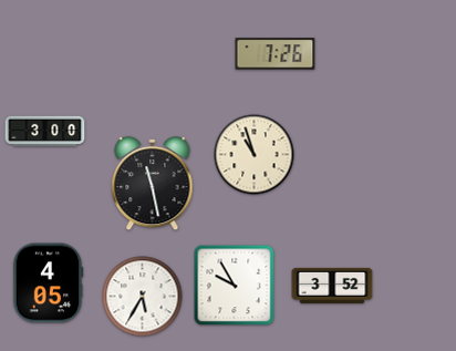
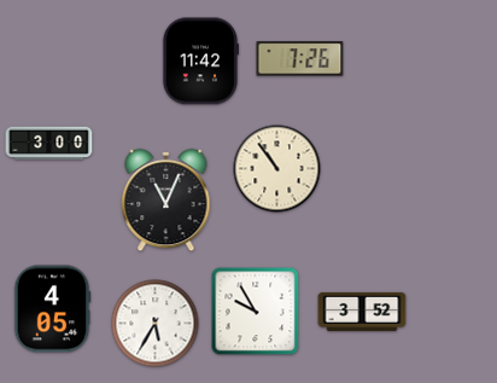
clock at (199, 62): none -> 11:42
clock at (255, 155): 10:57 -> 10:54
clock at (153, 184): 11:28 -> 11:04
